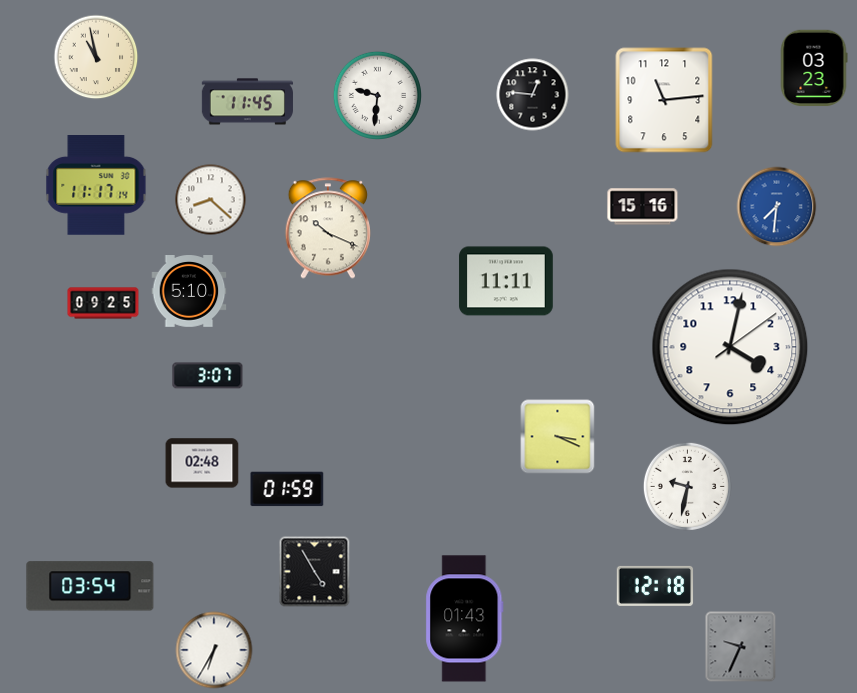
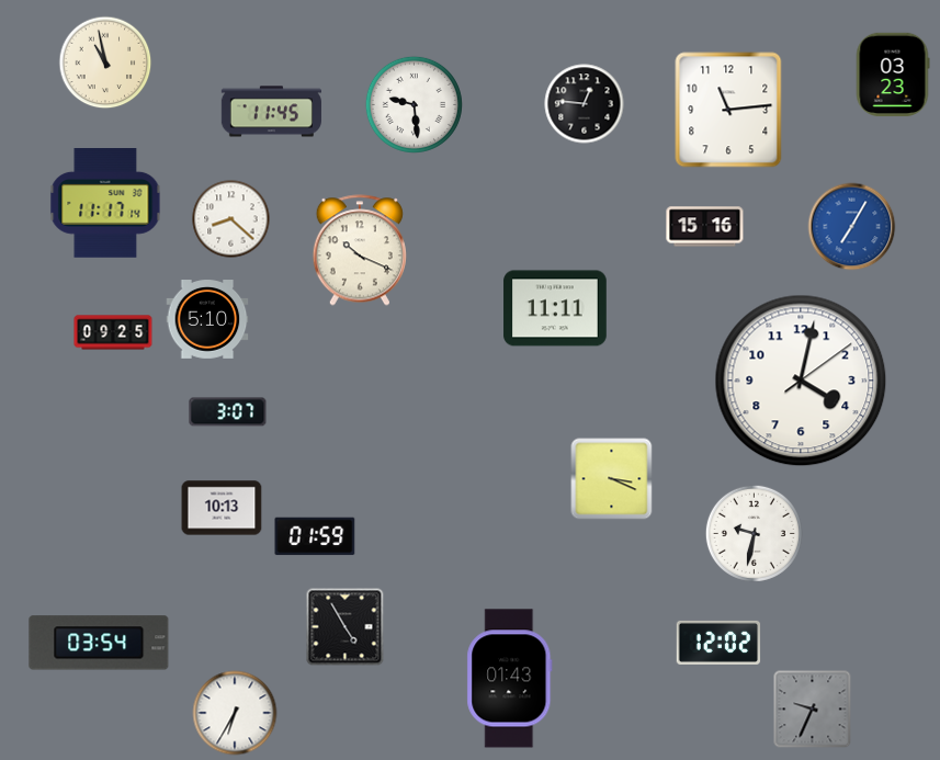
clock at (377, 95): 9:31 -> 9:29
clock at (777, 207): 7:31 -> 7:05
clock at (202, 463): 02:48 -> 10:13
clock at (655, 586): 12:18 -> 12:02
